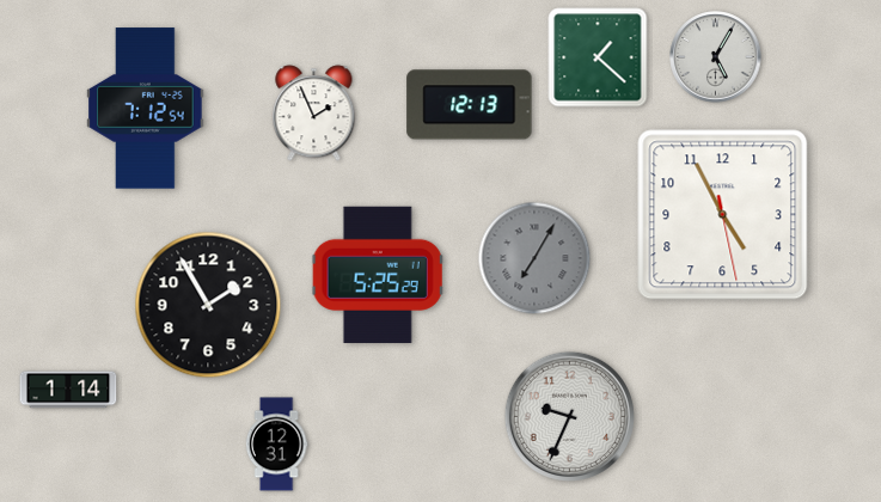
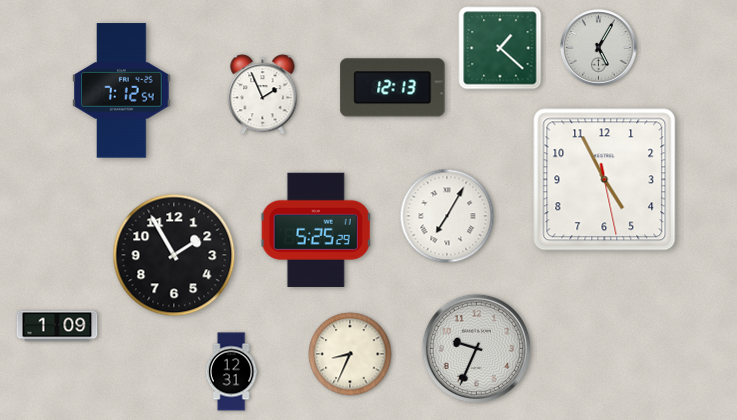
clock at (534, 258) dial: grey -> white
clock at (68, 390): 1:14 -> 1:09
clock at (350, 354): none -> 8:34
